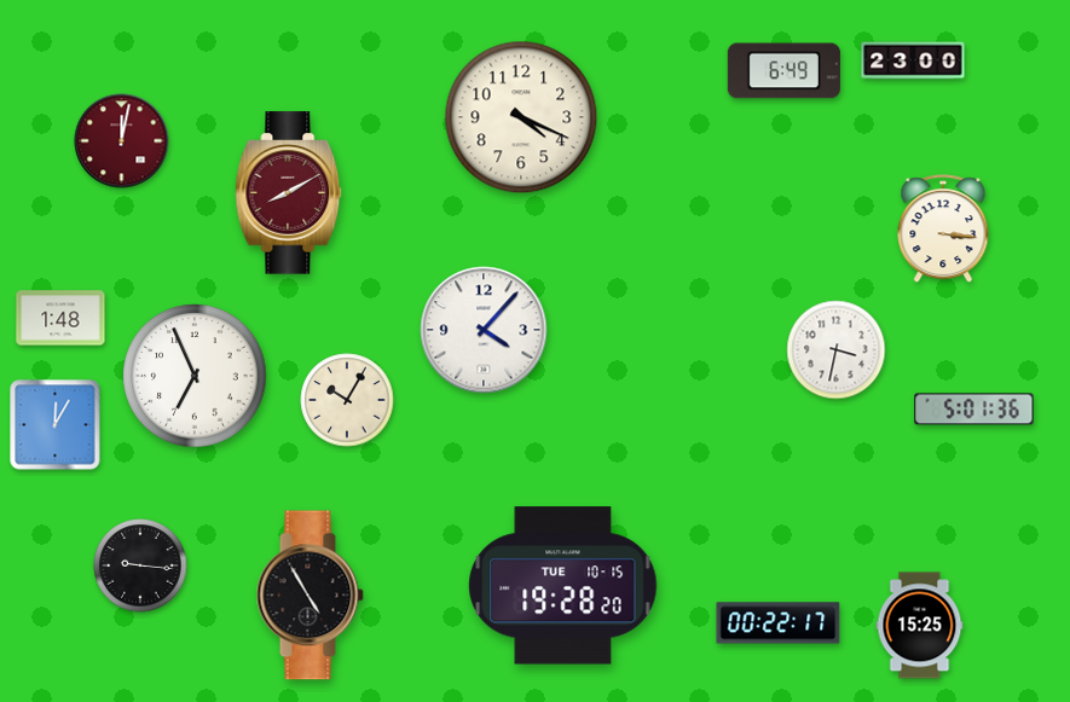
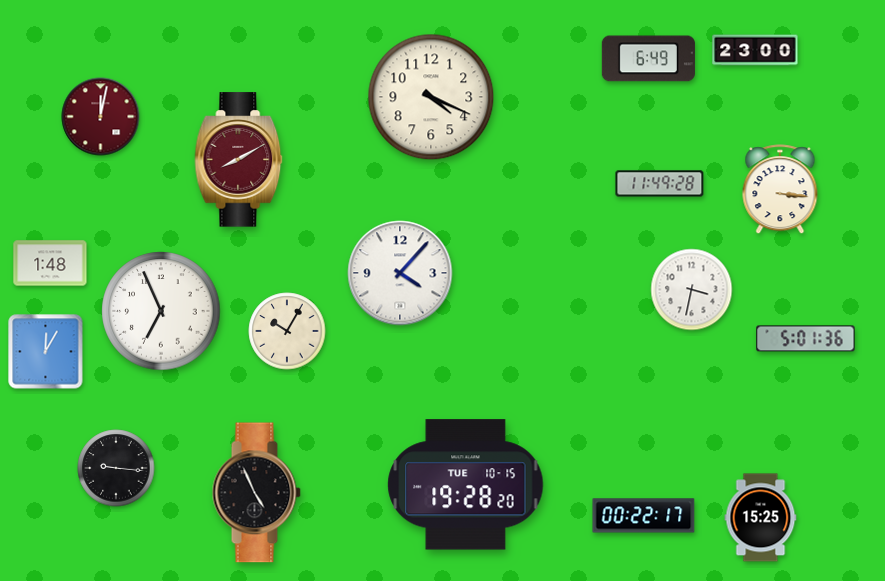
clock at (660, 184): none -> 11:49
clock at (310, 596): 4:55 -> 4:56
